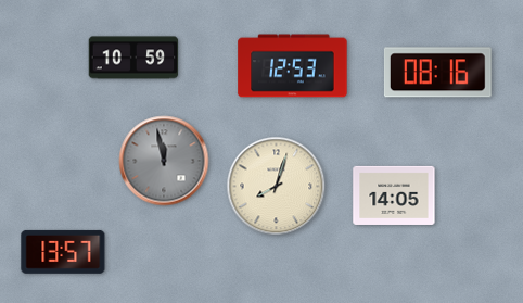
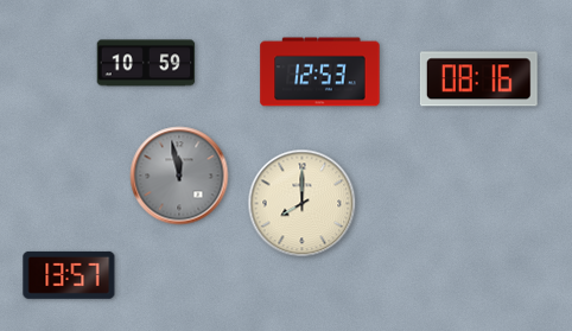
clock at (277, 187): 8:03 -> 8:00
clock at (394, 195): 14:05 -> none
